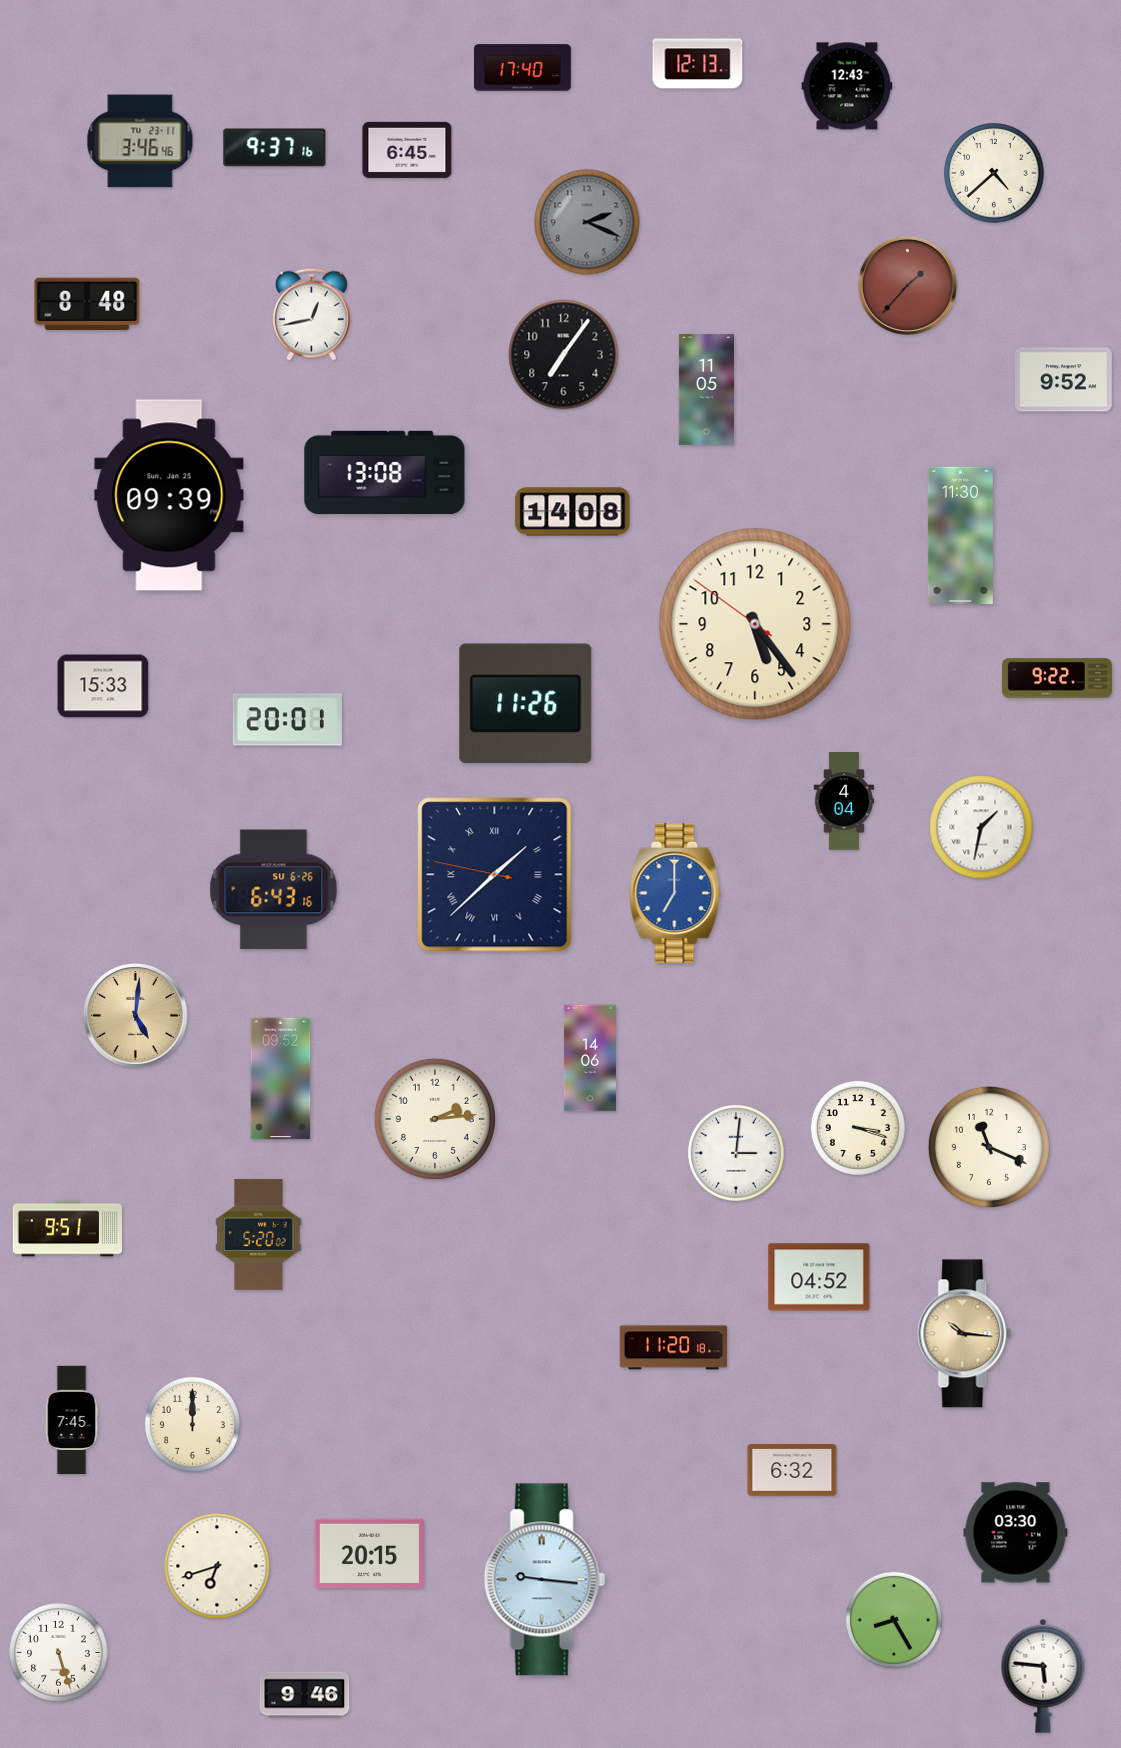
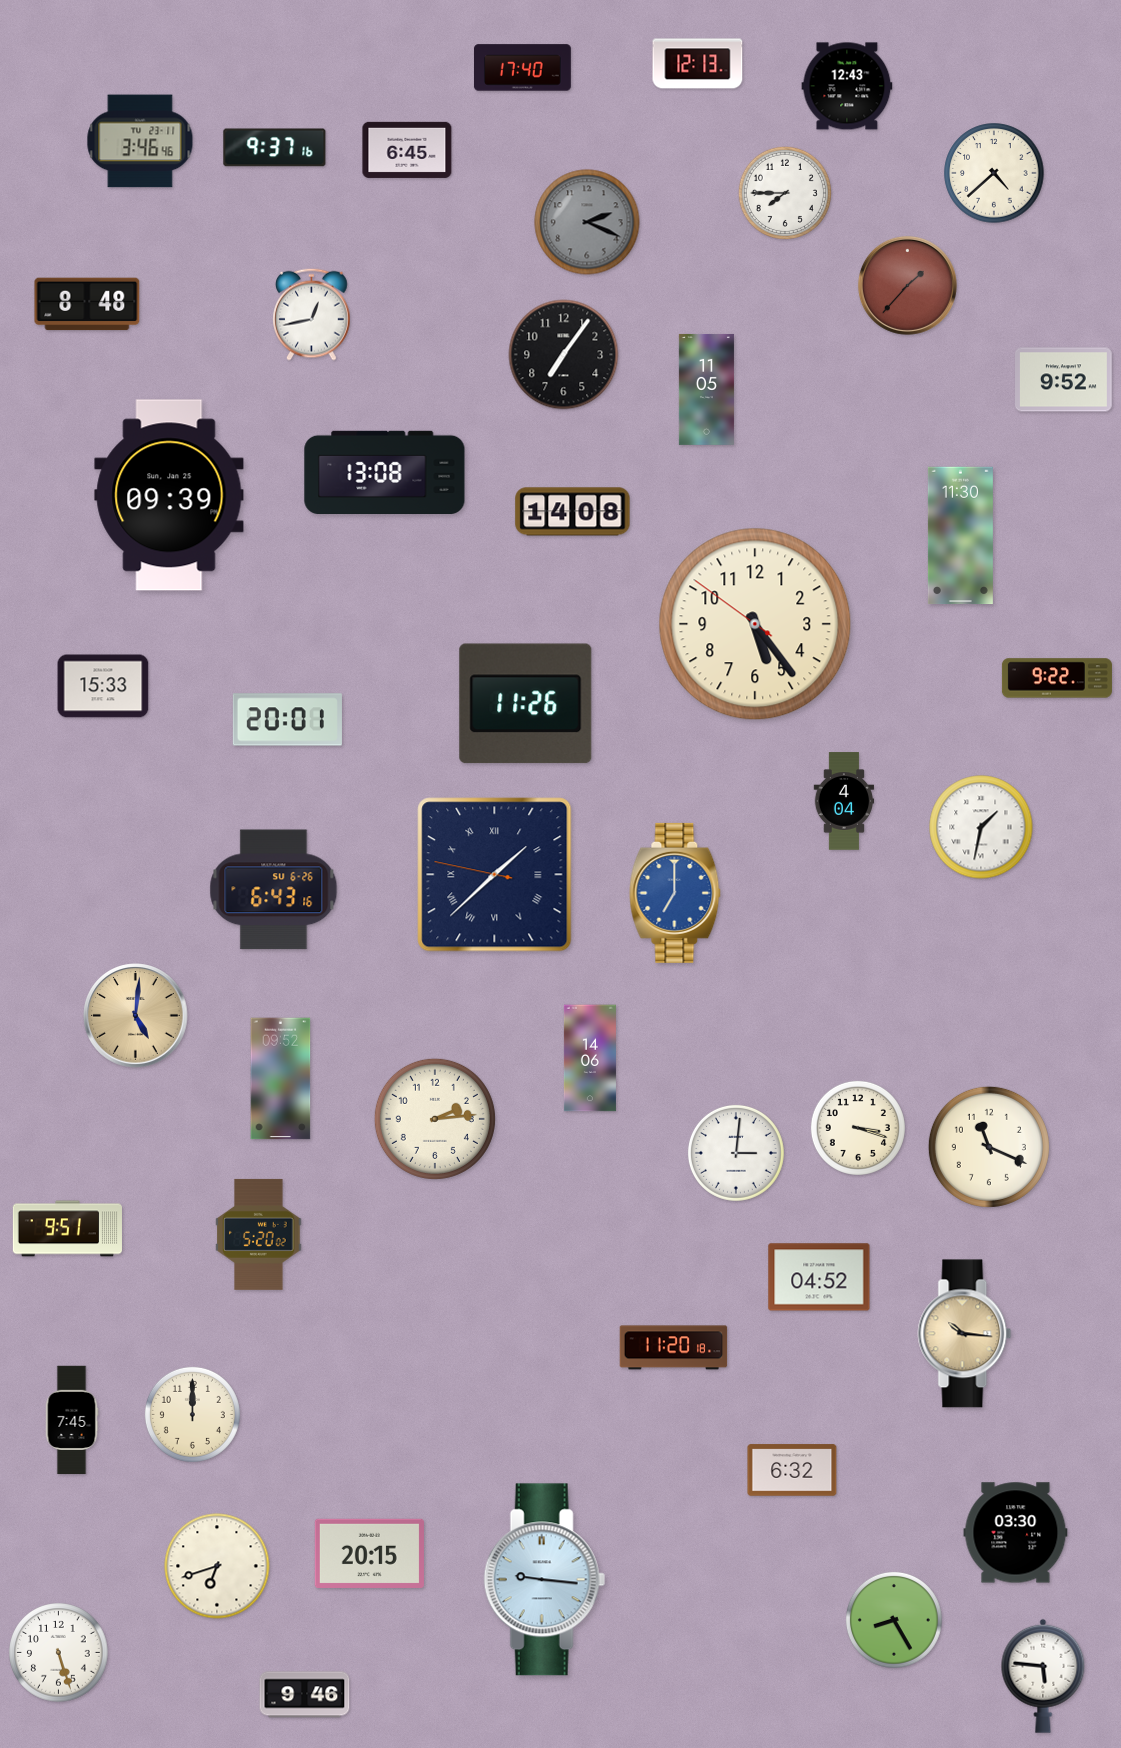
clock at (785, 193): none -> 7:45
clock at (192, 1424) position: (192, 1424) -> (192, 1414)
